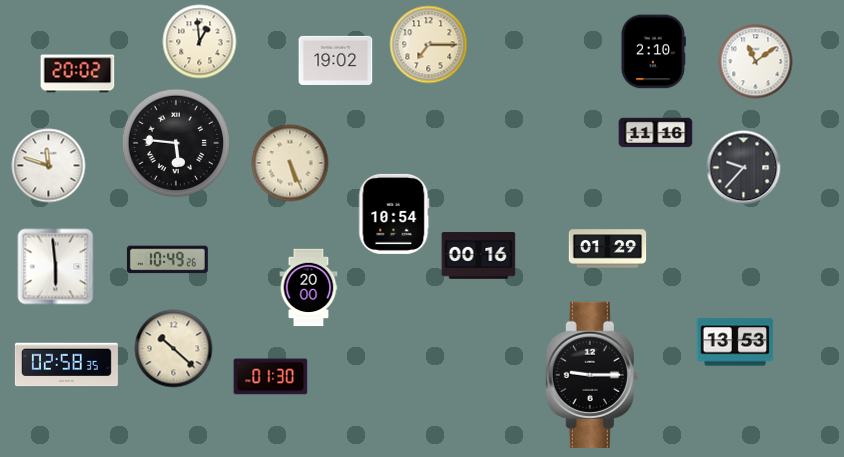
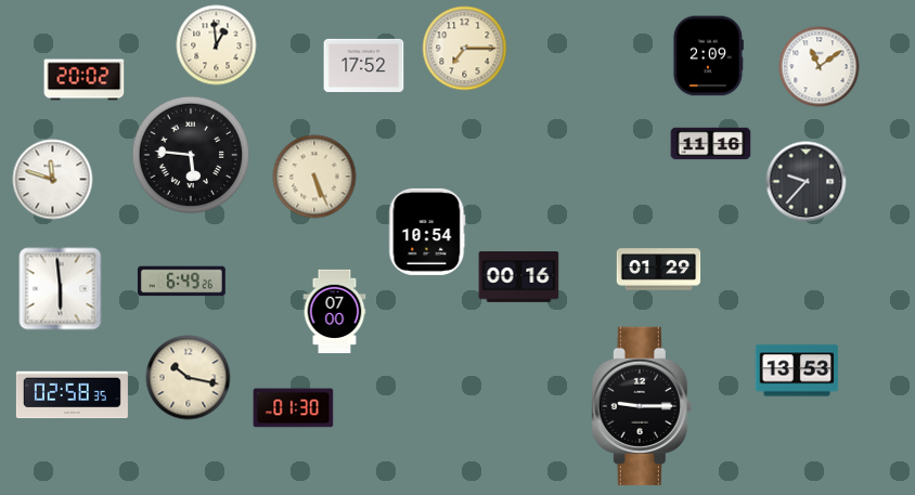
clock at (653, 52): 2:10 -> 2:09
clock at (336, 60): 19:02 -> 17:52
clock at (167, 260): 10:49 -> 6:49
clock at (309, 288): 20:00 -> 07:00
clock at (174, 349): 10:22 -> 10:17
